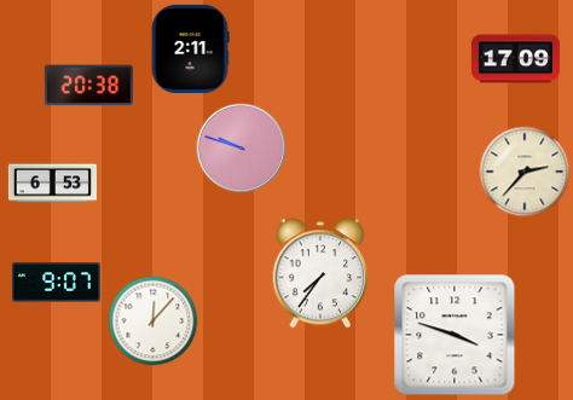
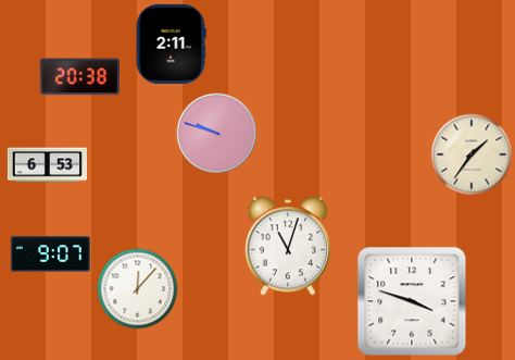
clock at (515, 59): 17:09 -> none
clock at (525, 172): 2:37 -> 1:36
clock at (320, 273): 7:36 -> 11:03
clock at (455, 335) position: (455, 335) -> (412, 301)
